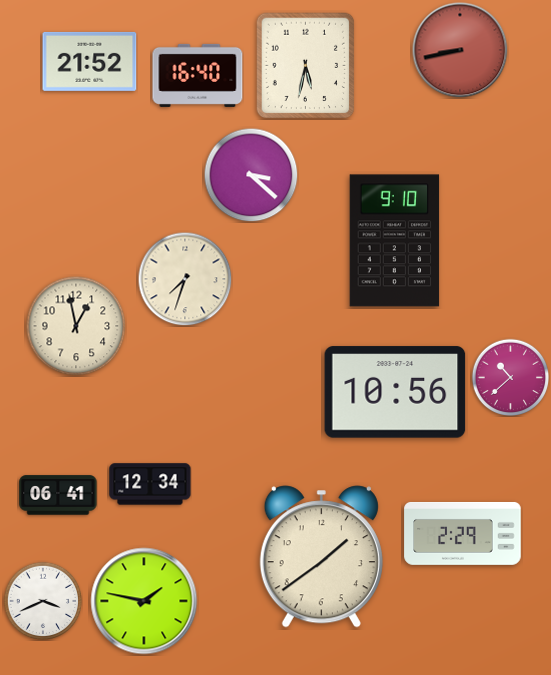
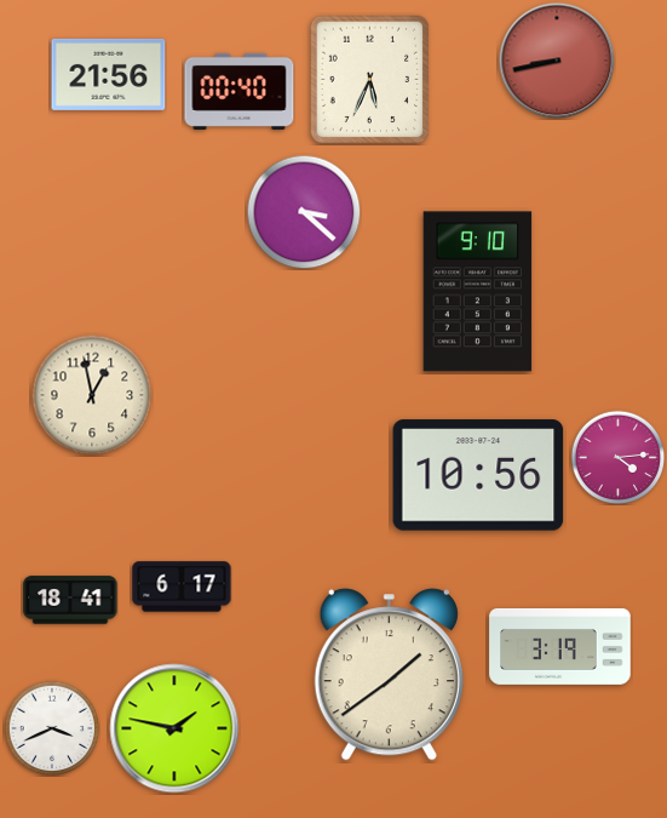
clock at (90, 61): 21:52 -> 21:56
clock at (306, 66): 5:32 -> 5:34
clock at (198, 75): 16:40 -> 00:40
clock at (185, 279): 7:33 -> none
clock at (510, 377): 10:38 -> 4:14
clock at (150, 484): 12:34 -> 6:17
clock at (58, 495): 06:41 -> 18:41
clock at (463, 534): 2:29 -> 3:19
